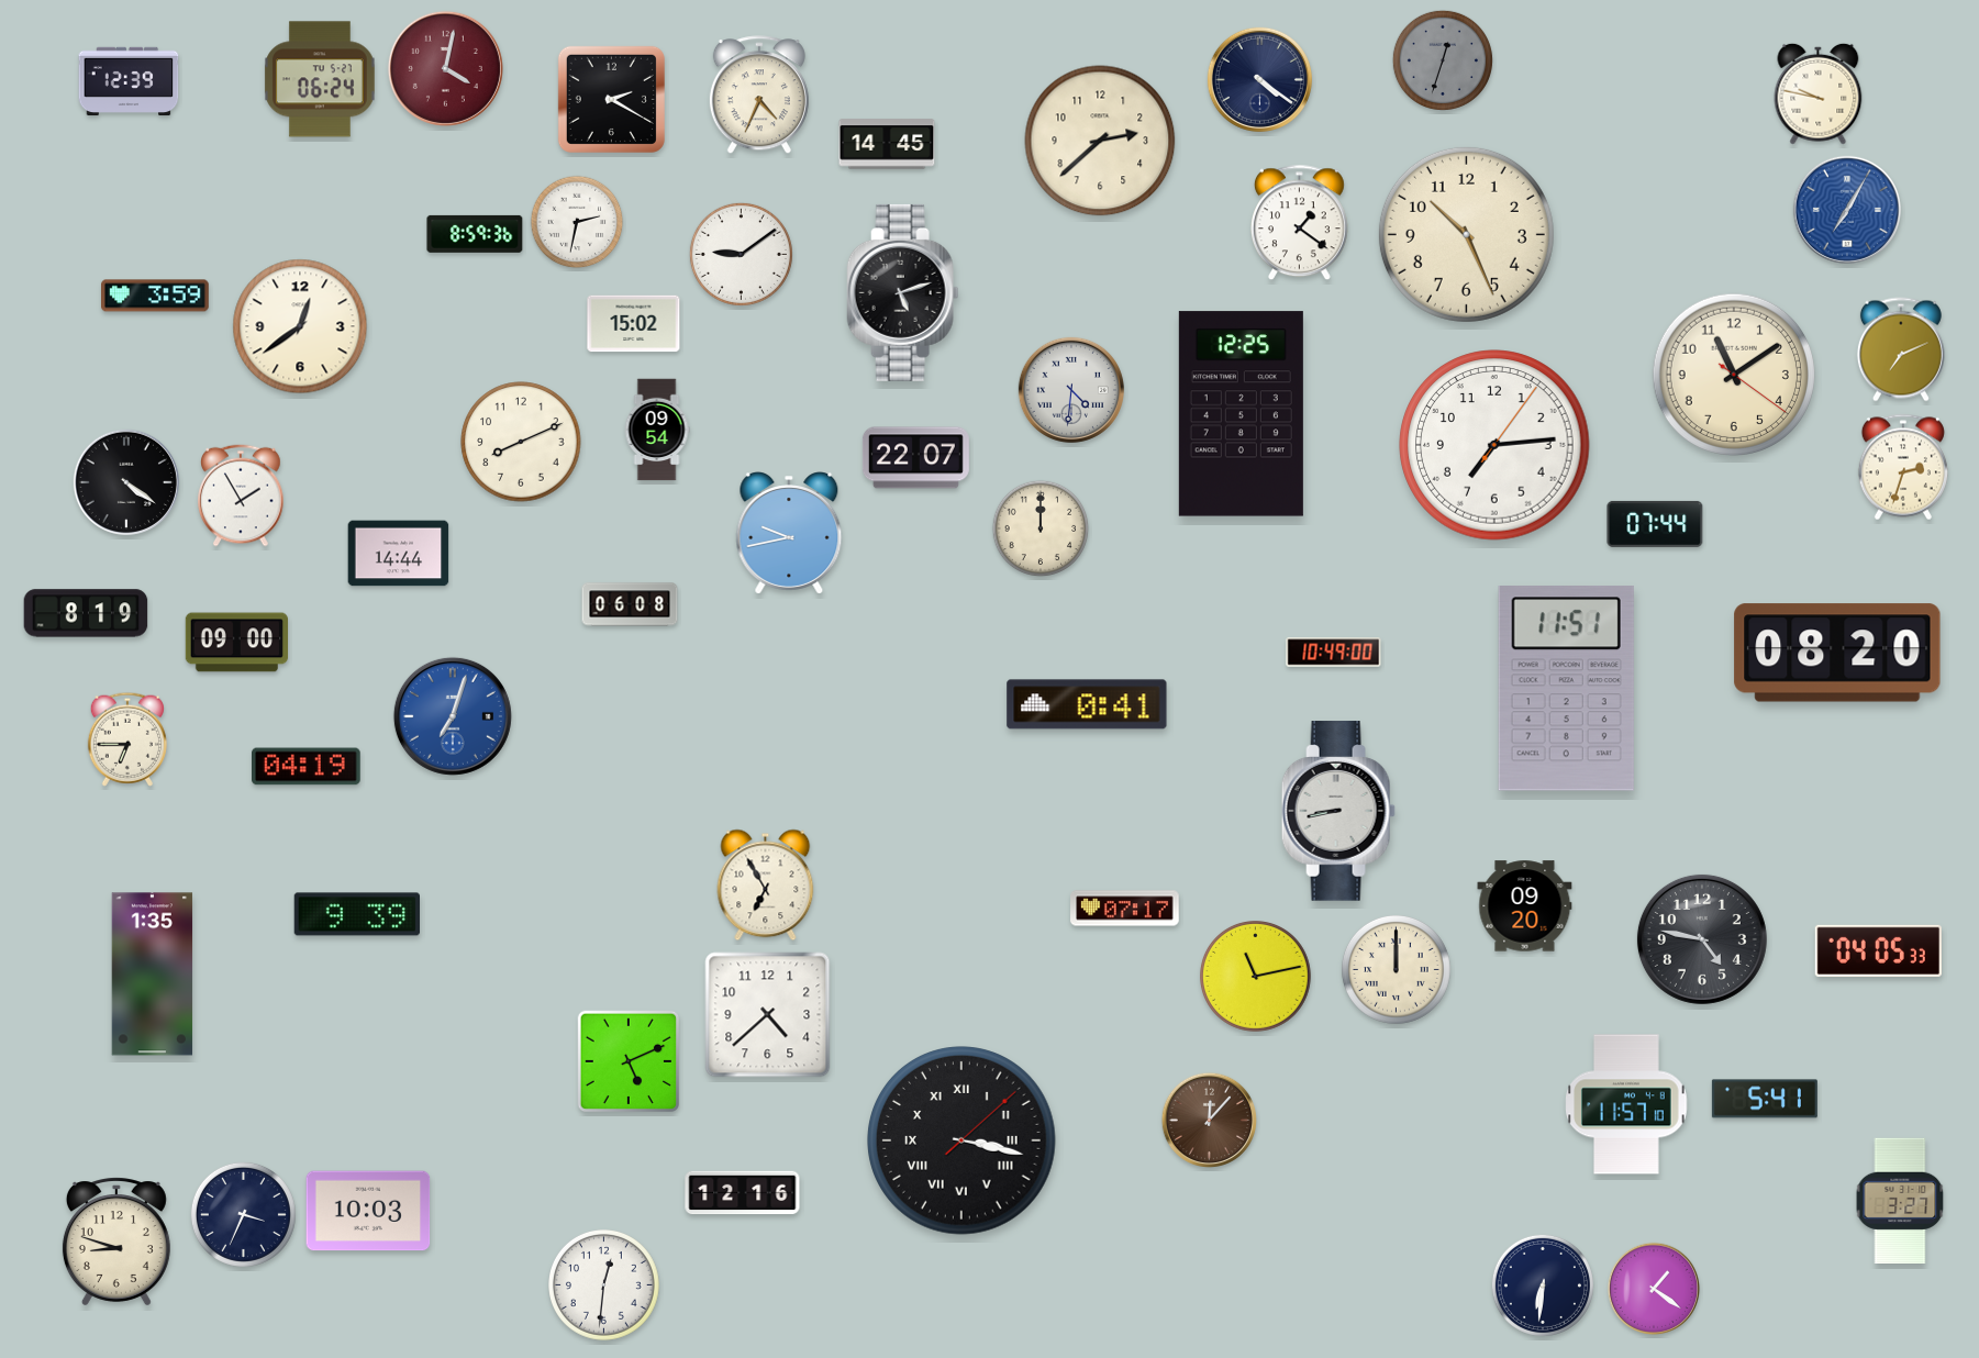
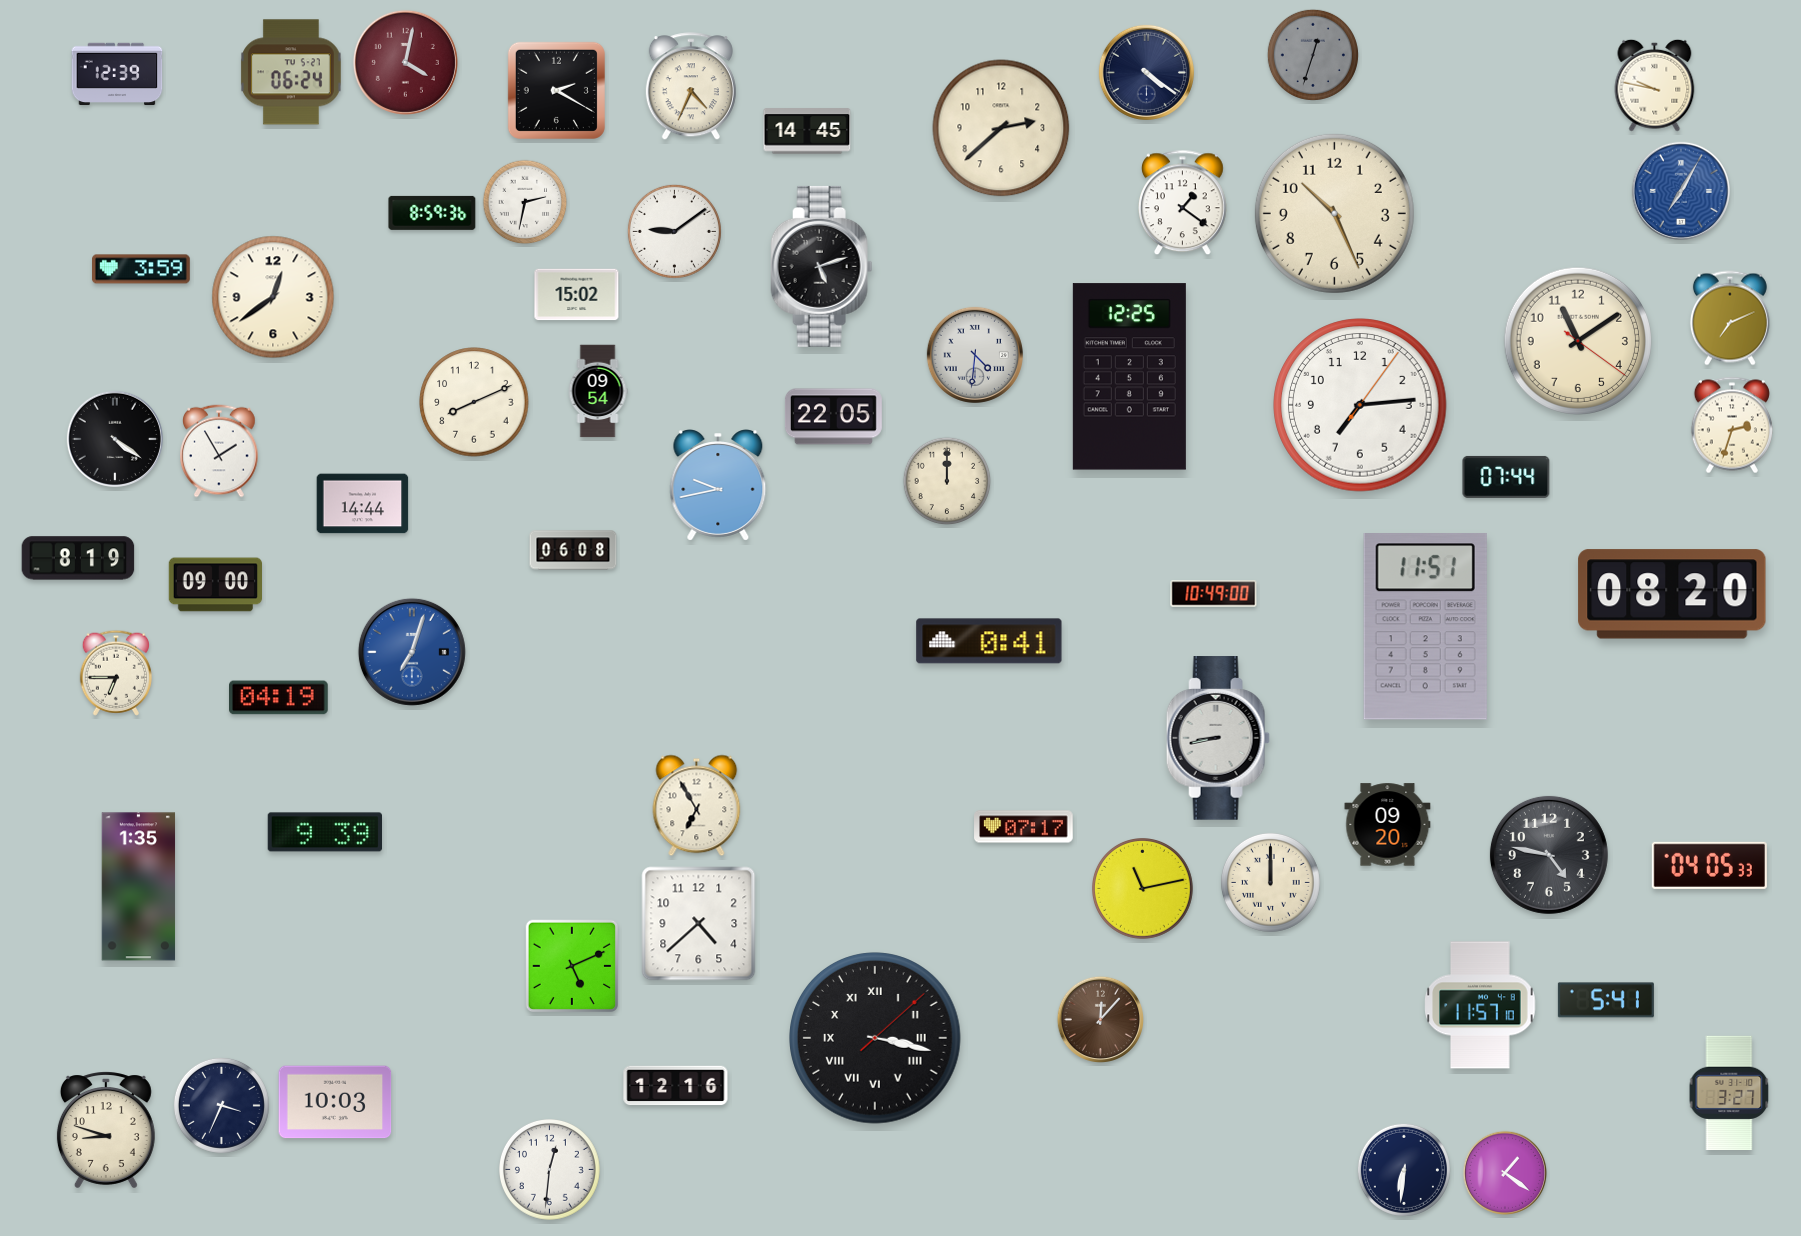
clock at (915, 458): 22:07 -> 22:05
